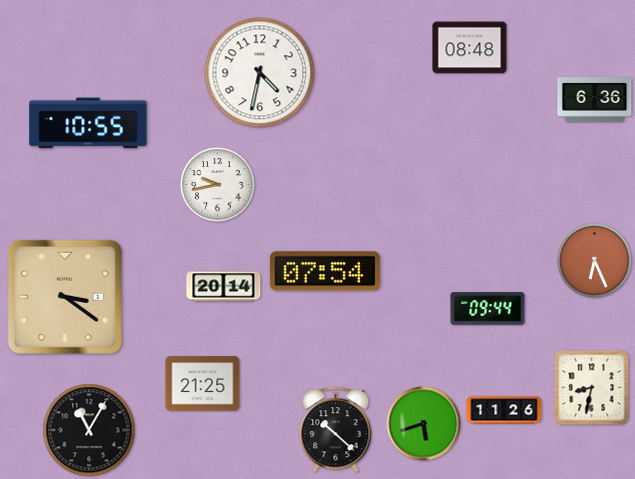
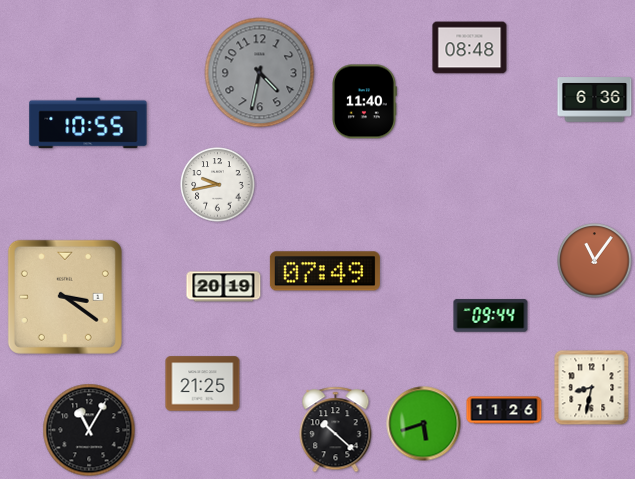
clock at (260, 73) dial: white -> grey
clock at (365, 102): none -> 11:40
clock at (595, 261): 6:26 -> 11:06
clock at (325, 271): 07:54 -> 07:49
clock at (224, 287): 20:14 -> 20:19
clock at (488, 309) position: (488, 309) -> (491, 316)
